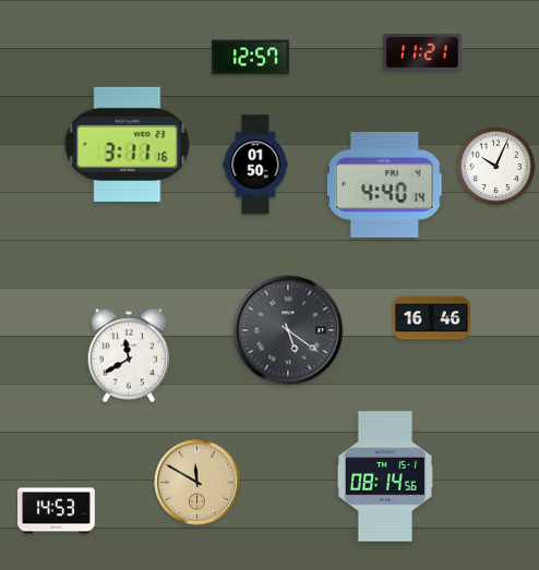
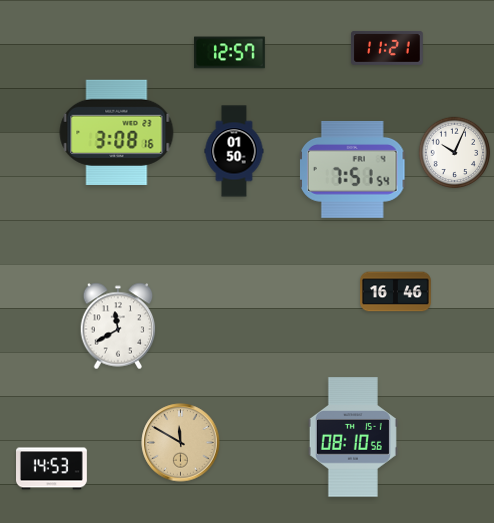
clock at (128, 144): 3:11 -> 3:08
clock at (385, 184): 4:40 -> 7:51
clock at (288, 330): 5:21 -> none
clock at (385, 476): 08:14 -> 08:10
